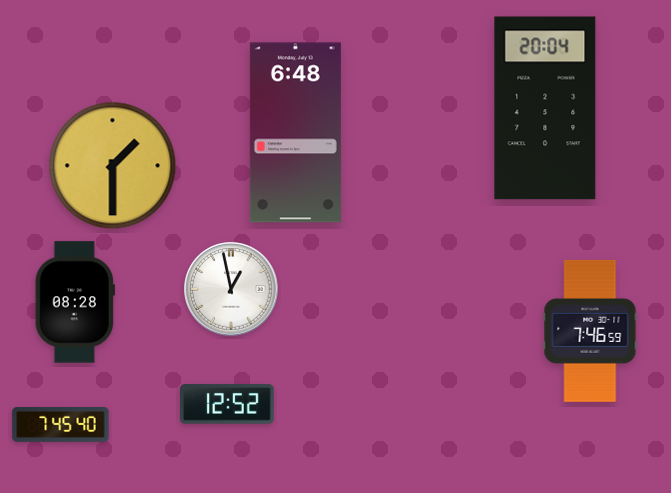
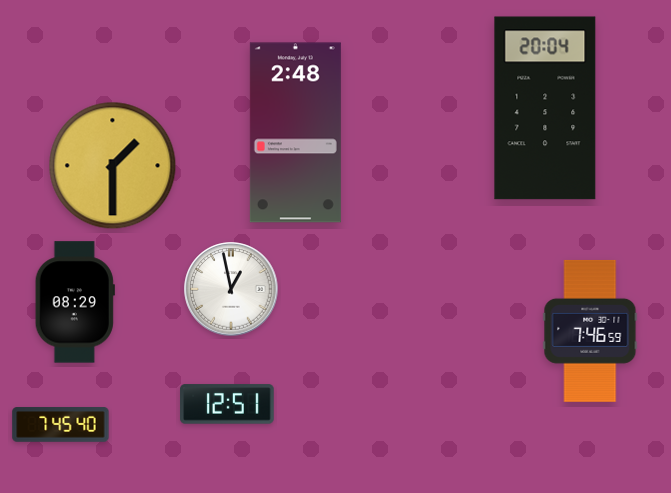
clock at (295, 133): 6:48 -> 2:48
clock at (75, 302): 08:28 -> 08:29
clock at (227, 404): 12:52 -> 12:51
